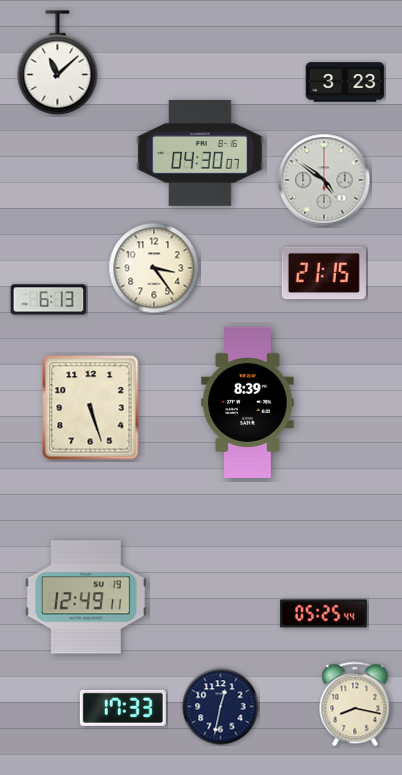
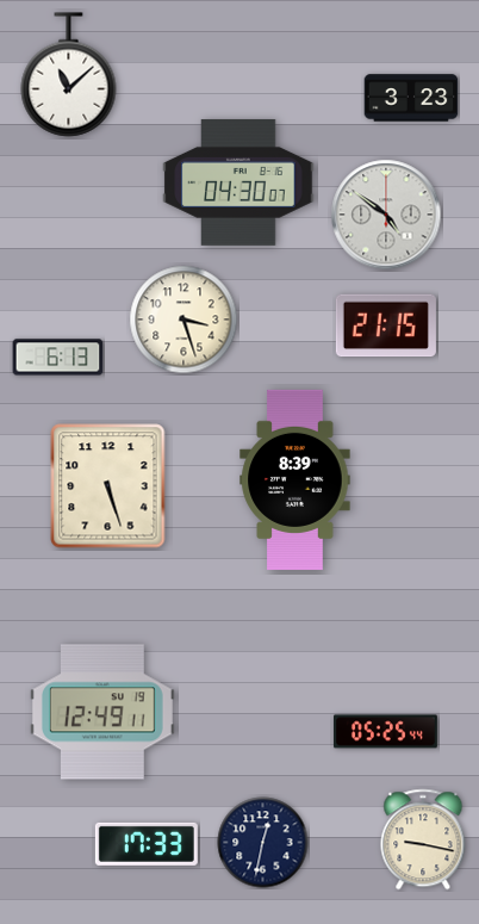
clock at (154, 268): 3:24 -> 3:27
clock at (355, 704): 8:17 -> 9:17
